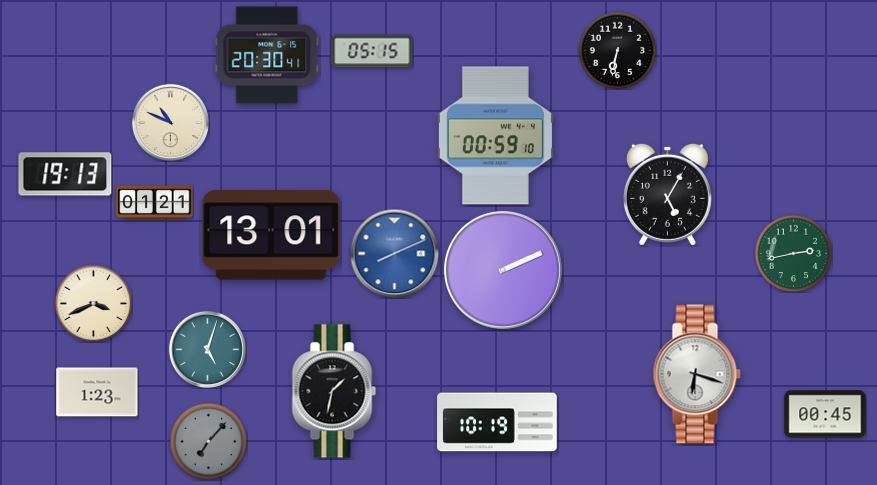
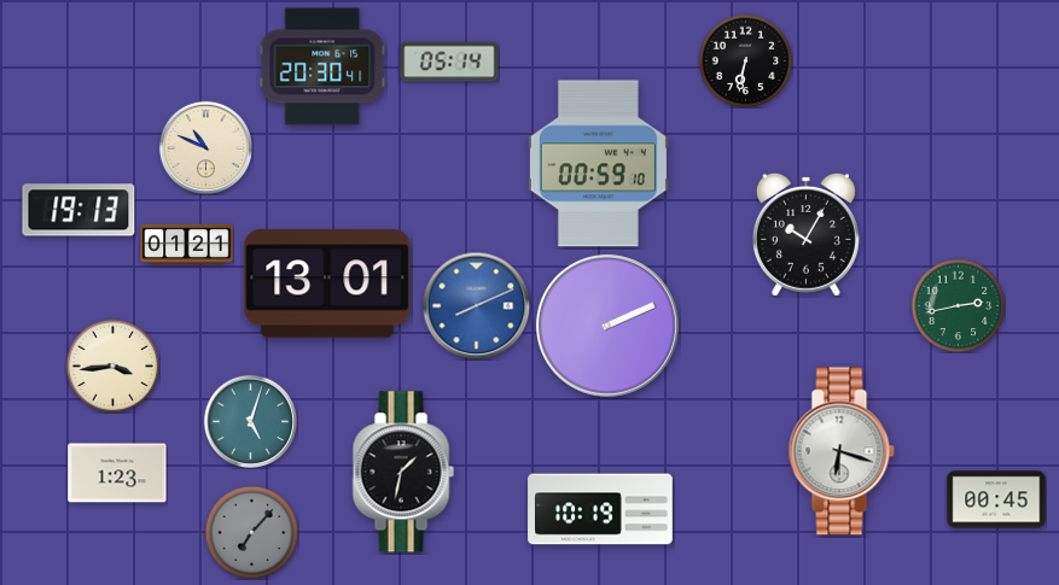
clock at (372, 51): 05:15 -> 05:14
clock at (667, 194): 5:05 -> 10:05
clock at (93, 303): 3:41 -> 3:44
